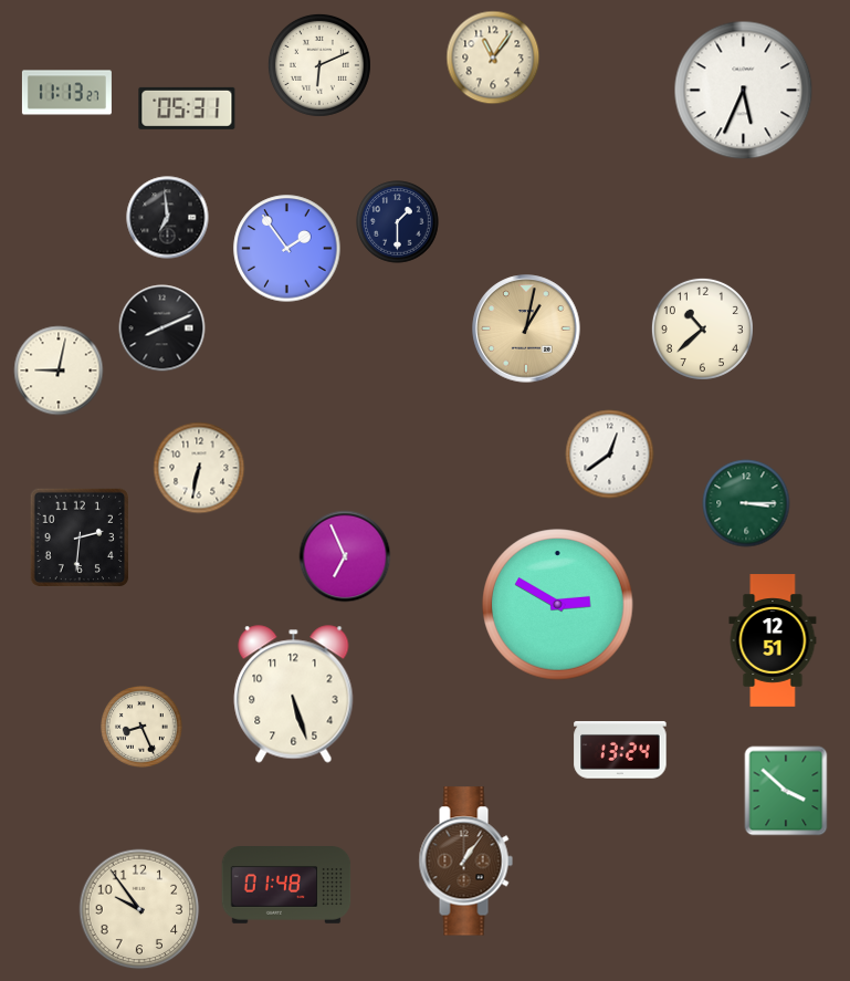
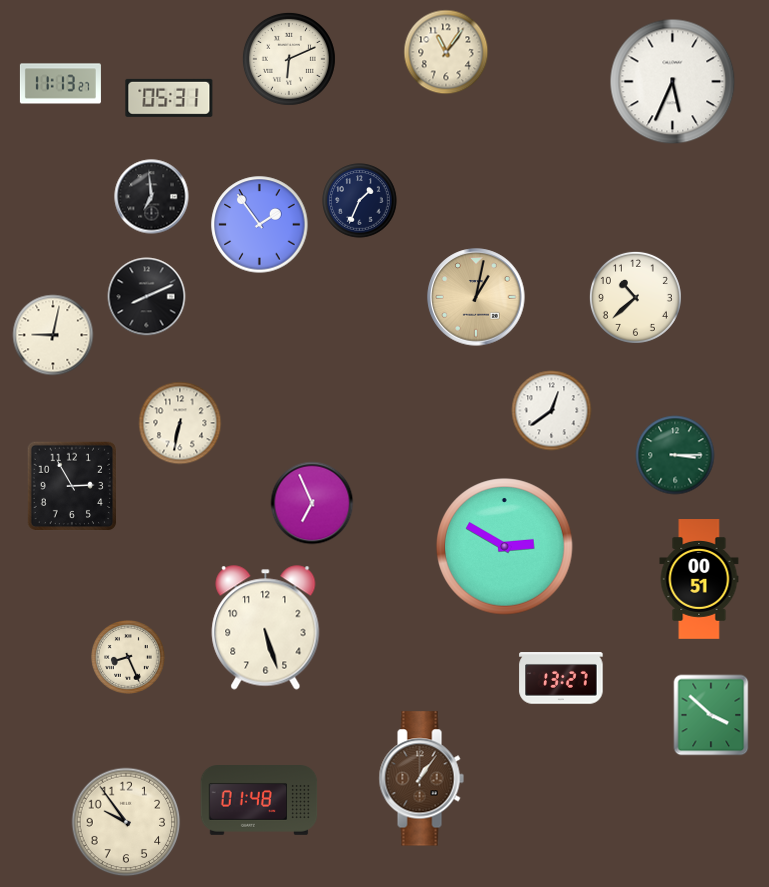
clock at (398, 222): 1:30 -> 1:34
clock at (80, 538): 2:31 -> 2:55
clock at (773, 640): 12:51 -> 00:51
clock at (620, 750): 13:24 -> 13:27
